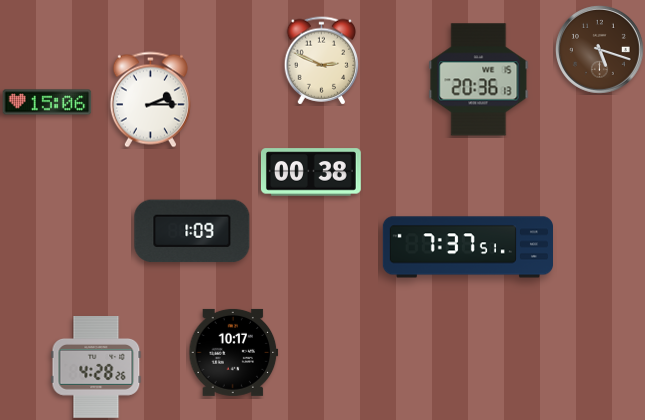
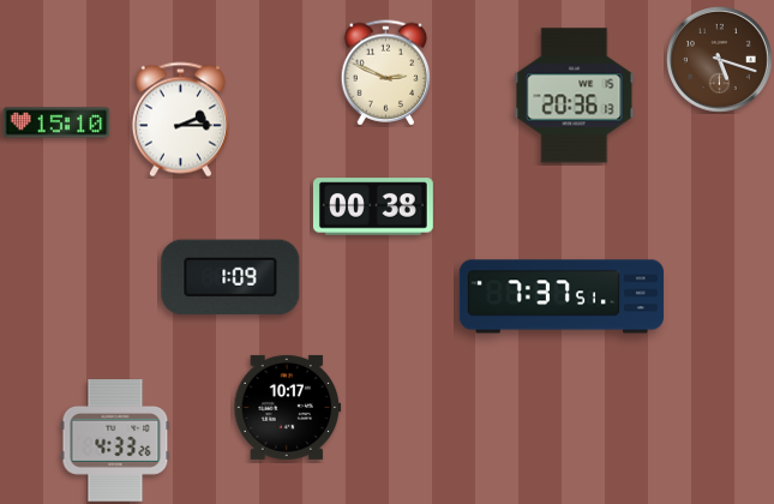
clock at (47, 102): 15:06 -> 15:10
clock at (234, 352) position: (234, 352) -> (288, 407)
clock at (96, 368): 4:28 -> 4:33
